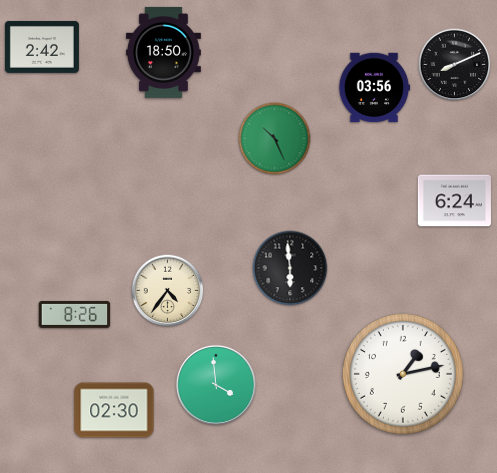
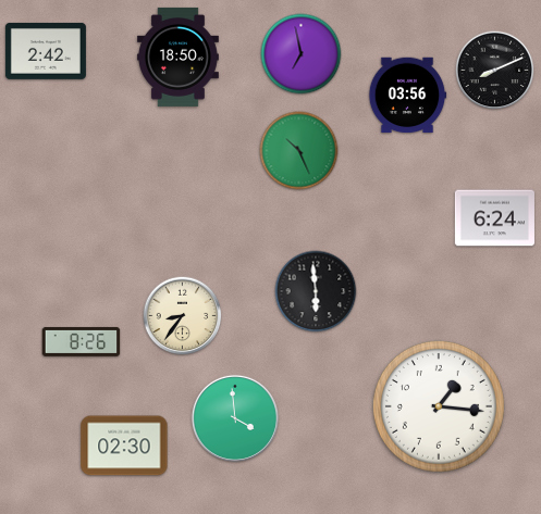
clock at (302, 54): none -> 6:58
clock at (168, 291): 4:36 -> 8:36
clock at (403, 374): 1:13 -> 1:16
